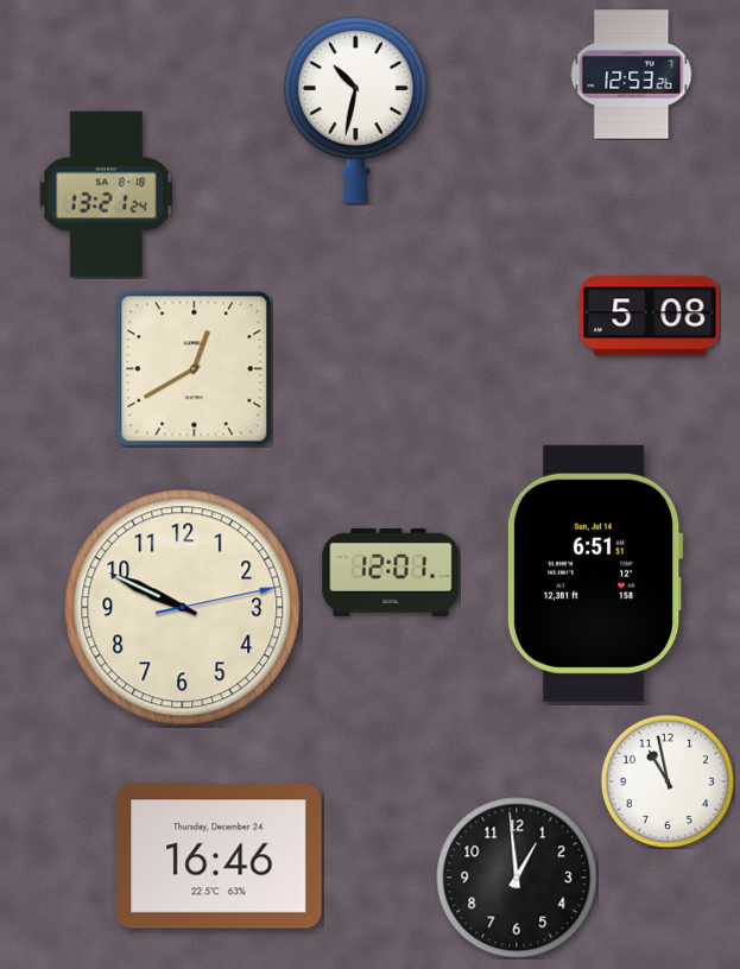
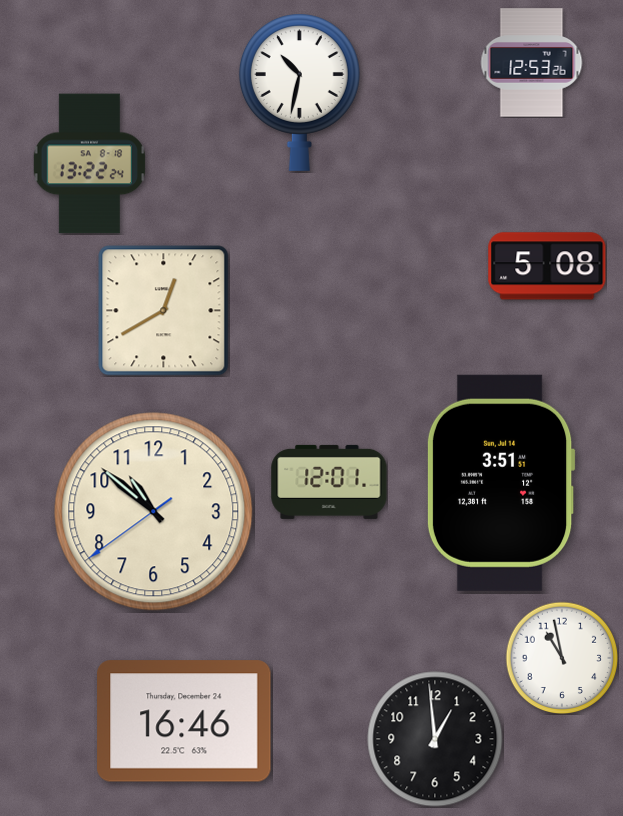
clock at (106, 195): 13:21 -> 13:22
clock at (595, 574): 6:51 -> 3:51
clock at (183, 608): 9:49 -> 10:51
